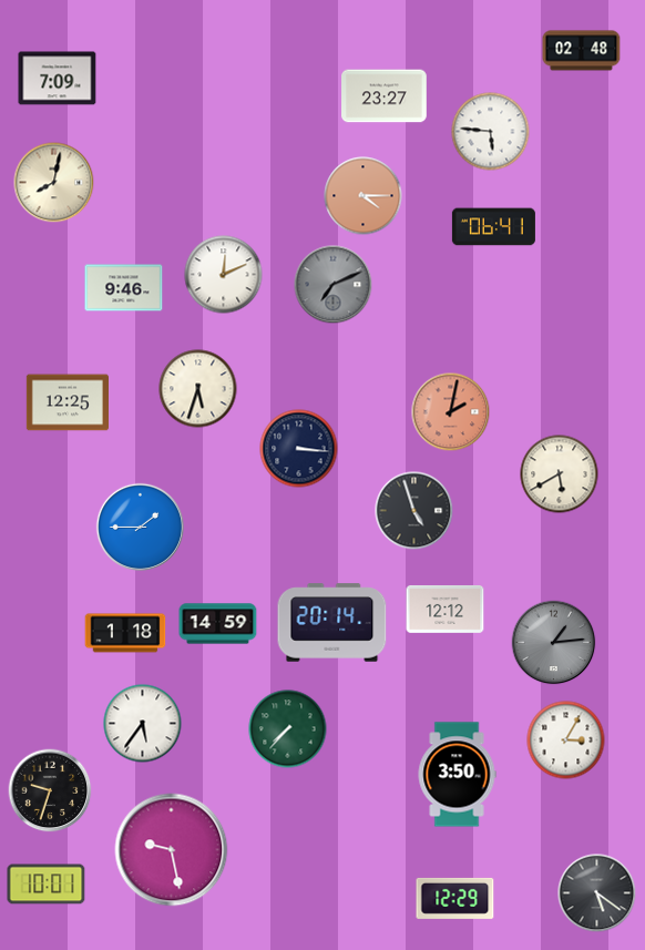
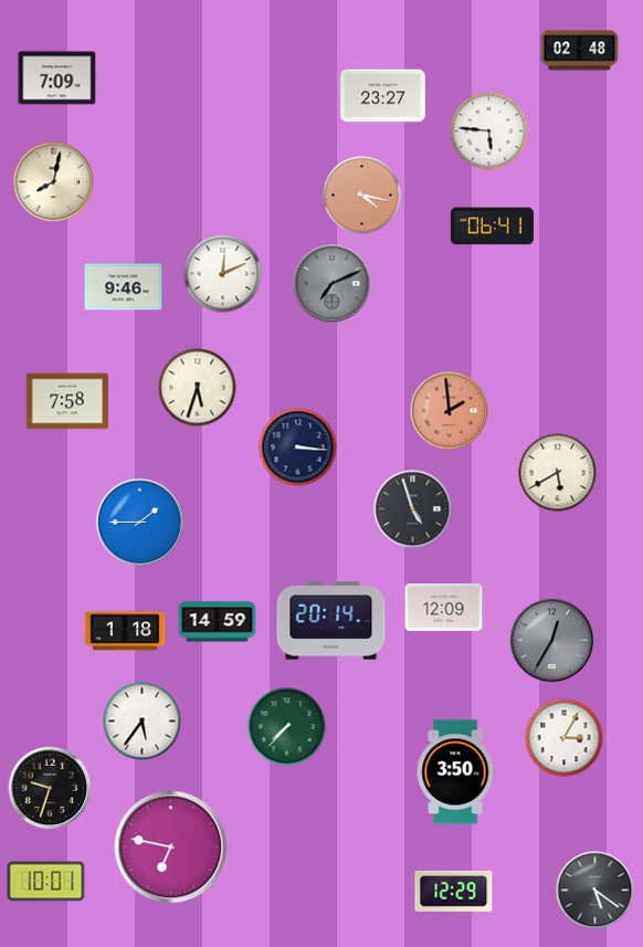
clock at (364, 196): 4:15 -> 4:17
clock at (66, 402): 12:25 -> 7:58
clock at (451, 412): 2:02 -> 1:59
clock at (140, 527) position: (140, 527) -> (139, 522)
clock at (446, 609): 12:12 -> 12:09
clock at (554, 643): 1:14 -> 12:35
clock at (172, 850): 9:28 -> 6:47
clock at (455, 898) position: (455, 898) -> (454, 891)
